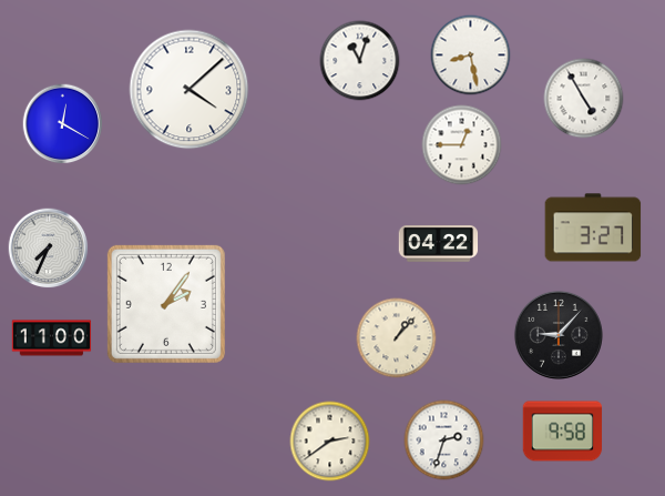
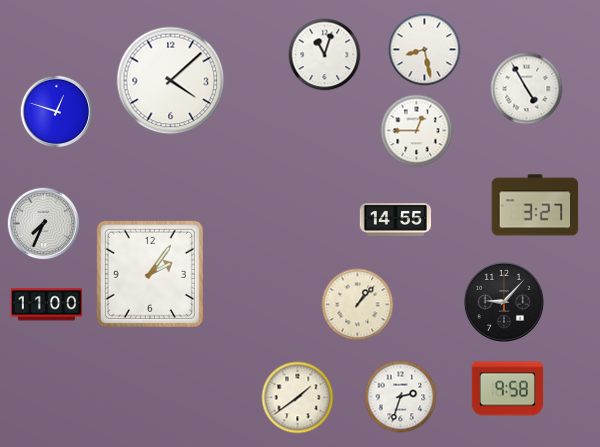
clock at (63, 124): 12:20 -> 12:48
clock at (439, 244): 04:22 -> 14:55
clock at (330, 442): 2:39 -> 1:39
